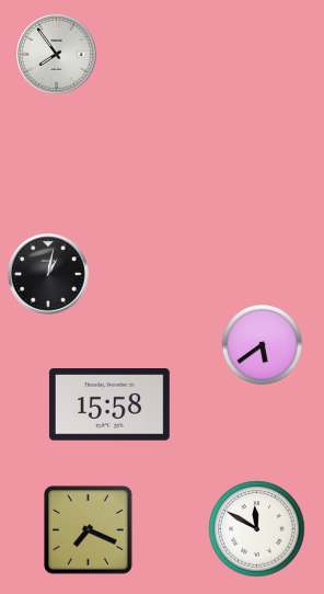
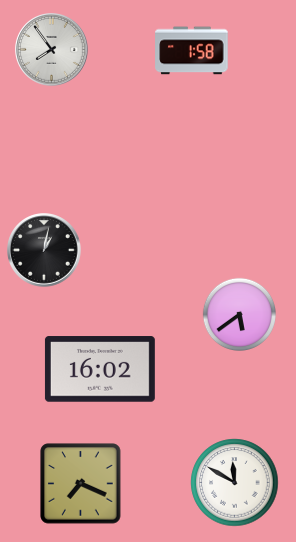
clock at (192, 51): none -> 1:58
clock at (109, 404): 15:58 -> 16:02
